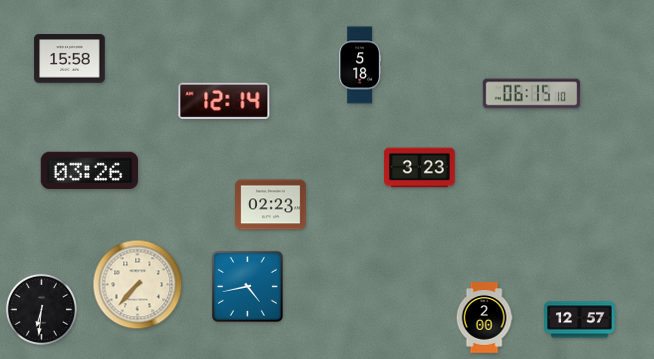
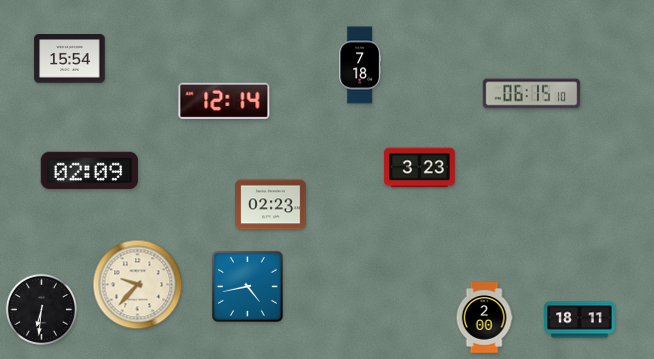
clock at (70, 59): 15:58 -> 15:54
clock at (360, 65): 5:18 -> 7:18
clock at (89, 171): 03:26 -> 02:09
clock at (138, 285): 7:37 -> 9:37
clock at (580, 320): 12:57 -> 18:11
